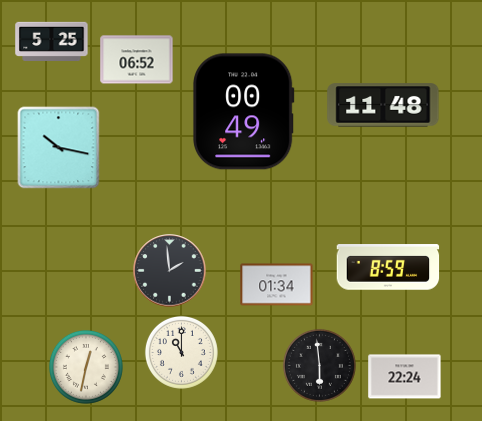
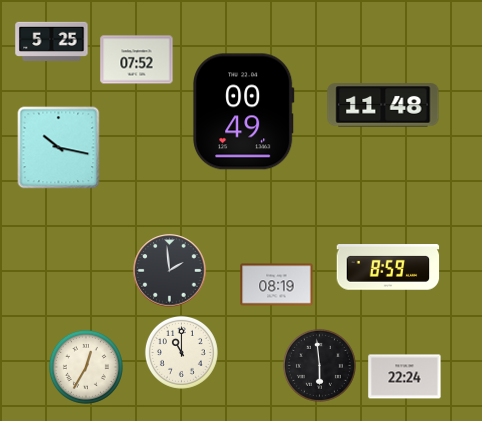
clock at (137, 60): 06:52 -> 07:52
clock at (277, 285): 01:34 -> 08:19
clock at (86, 367): 12:32 -> 12:35
